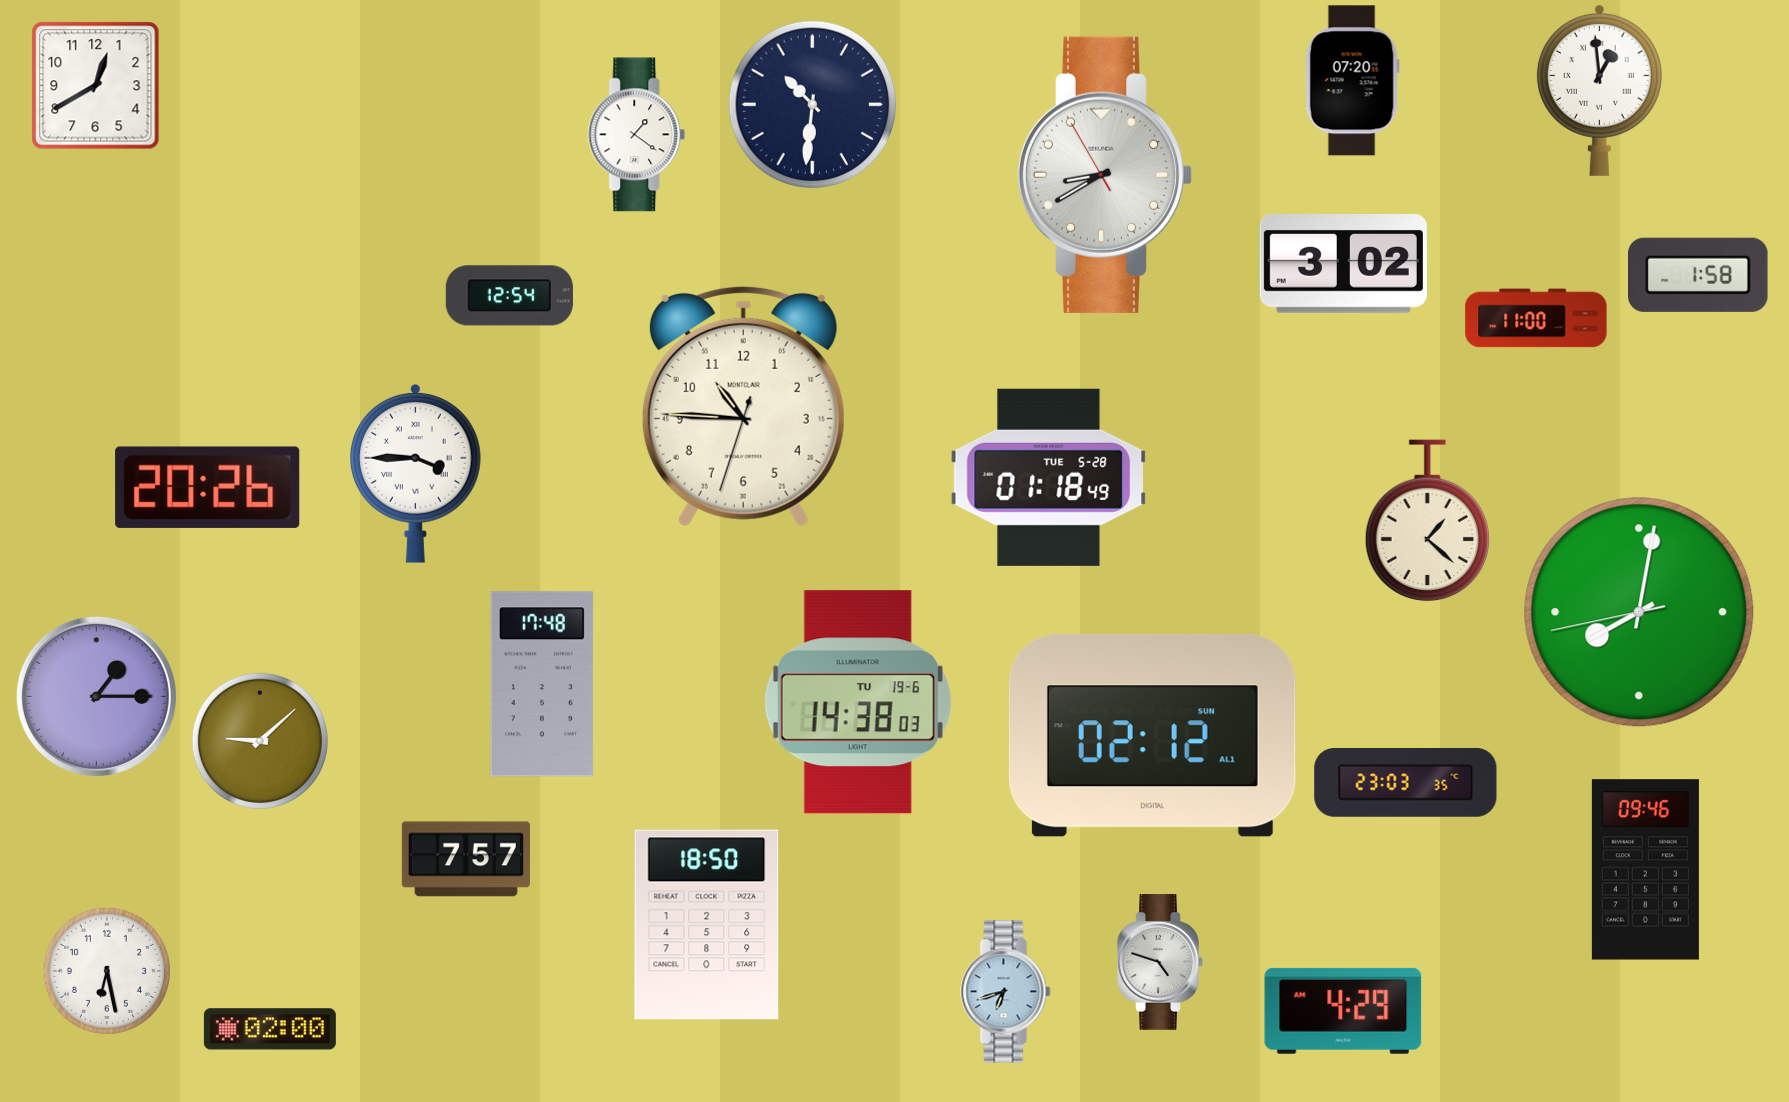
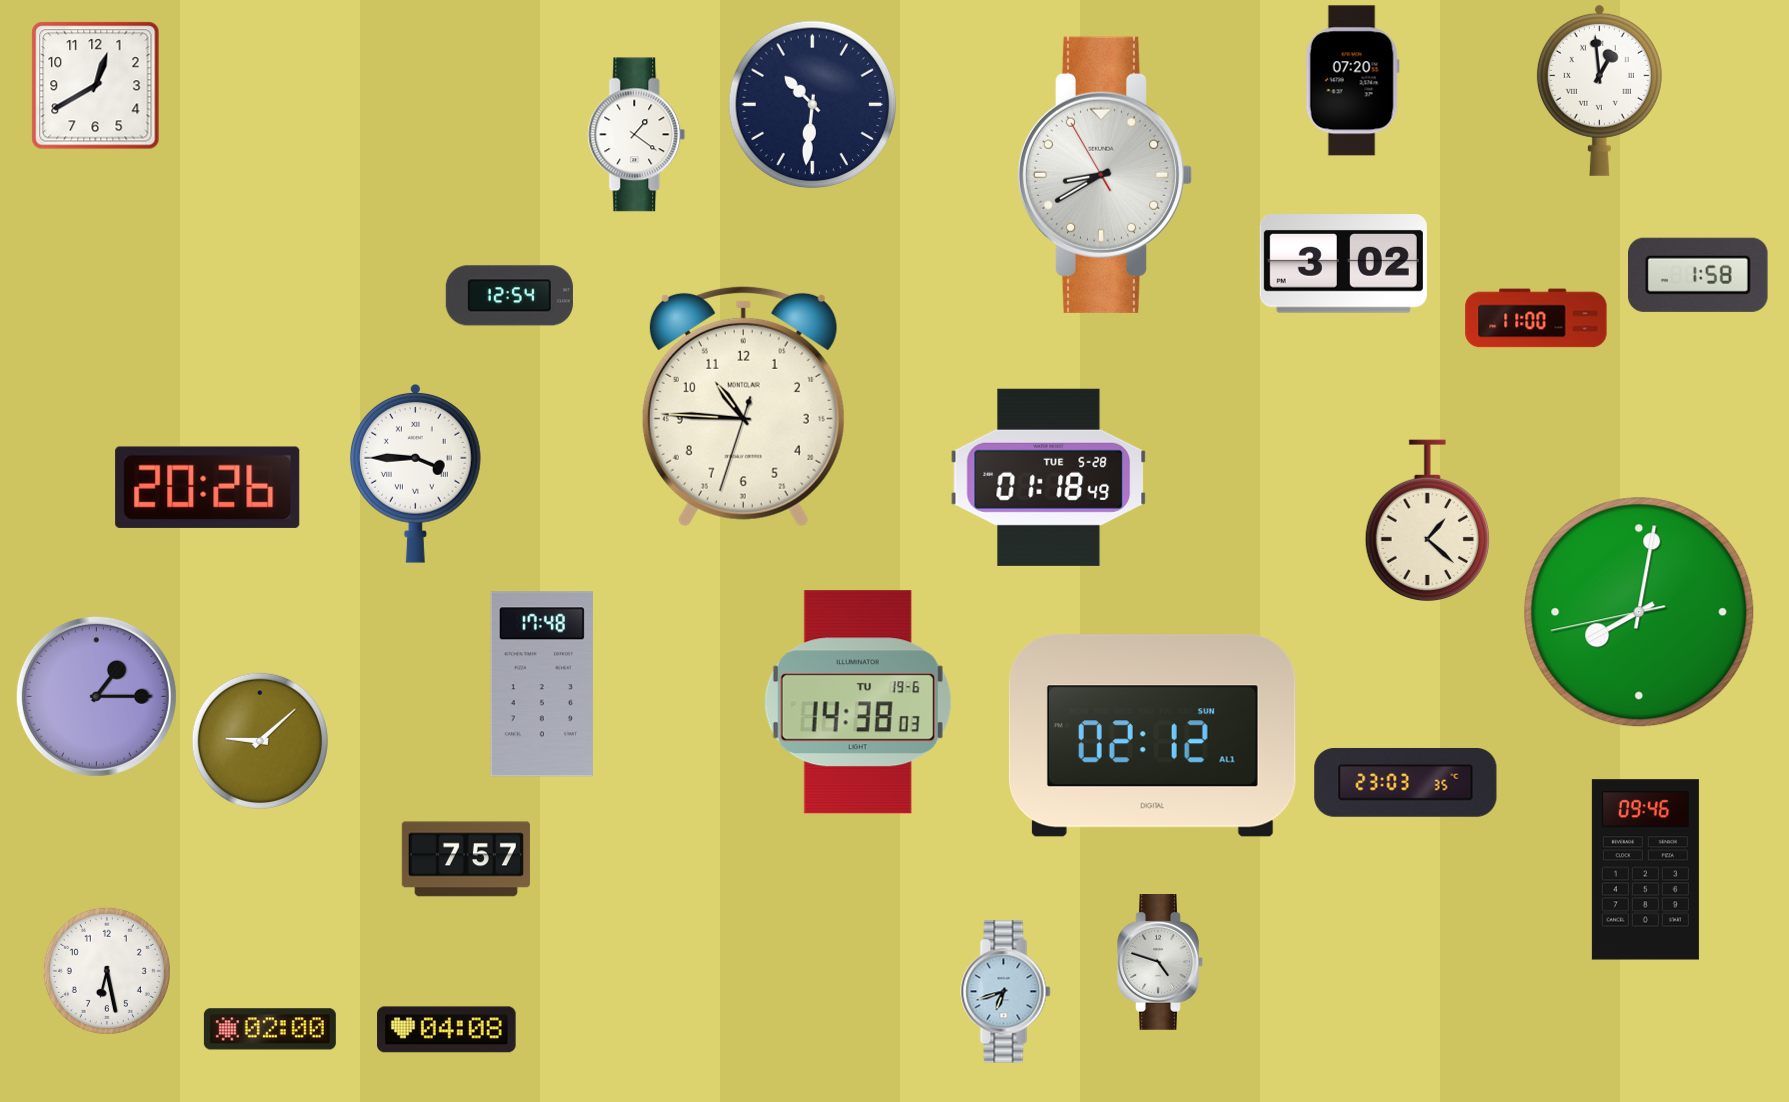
clock at (707, 925): 18:50 -> none
clock at (1343, 1011): 4:29 -> none
clock at (447, 1030): none -> 04:08
